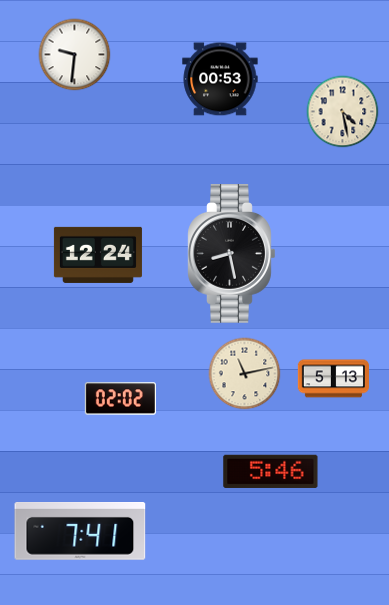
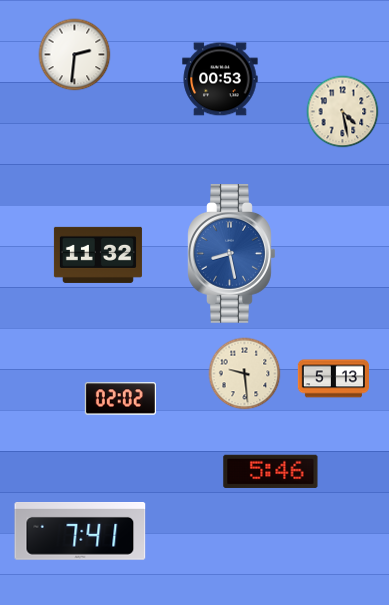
clock at (75, 55): 9:31 -> 2:31
clock at (232, 254) dial: black -> blue
clock at (98, 255): 12:24 -> 11:32
clock at (245, 374): 11:13 -> 9:29
